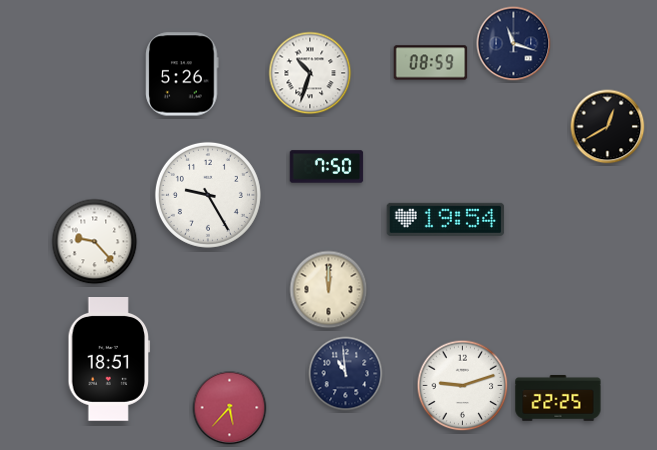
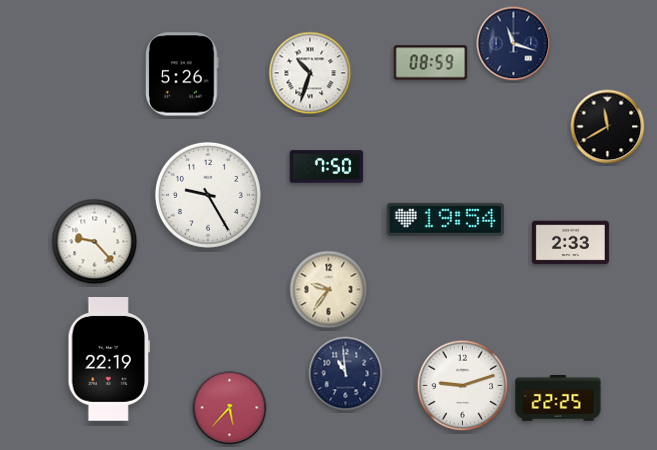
clock at (608, 127): 12:40 -> 11:40
clock at (570, 243): none -> 2:33
clock at (329, 290): 12:00 -> 9:36
clock at (109, 360): 18:51 -> 22:19
